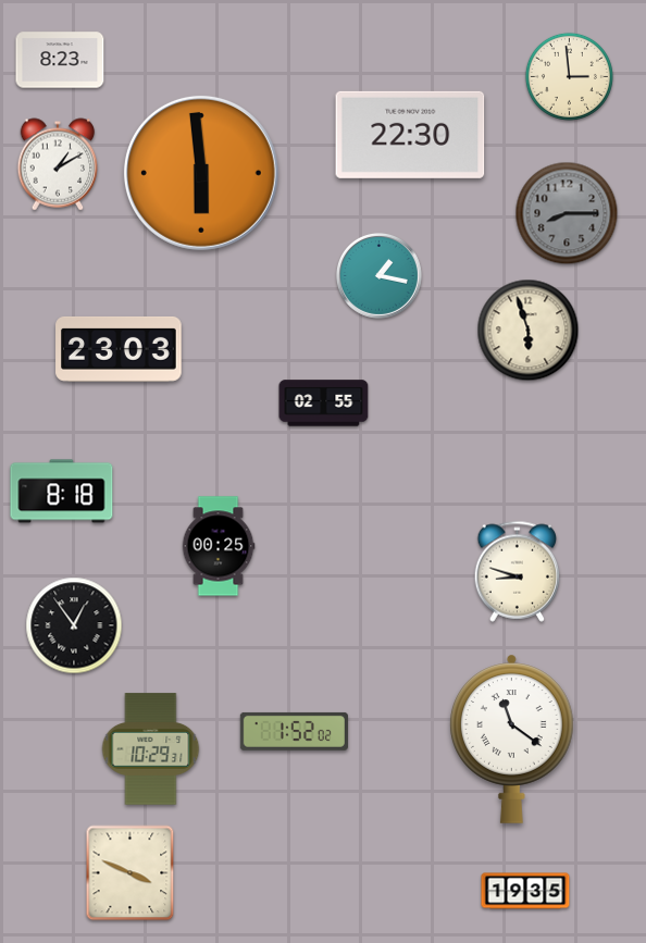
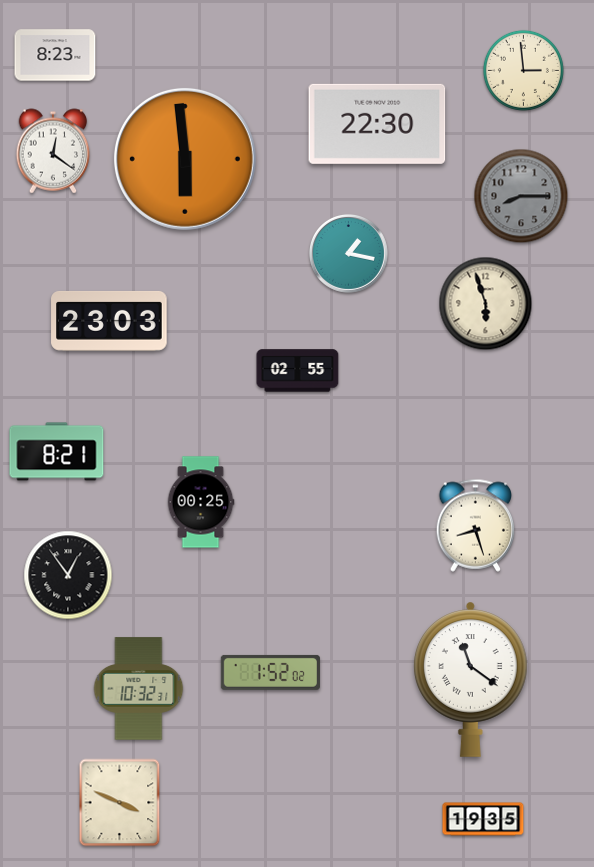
clock at (58, 164): 1:10 -> 12:21
clock at (62, 492): 8:18 -> 8:21
clock at (518, 571): 8:48 -> 8:27
clock at (151, 749): 10:29 -> 10:32
